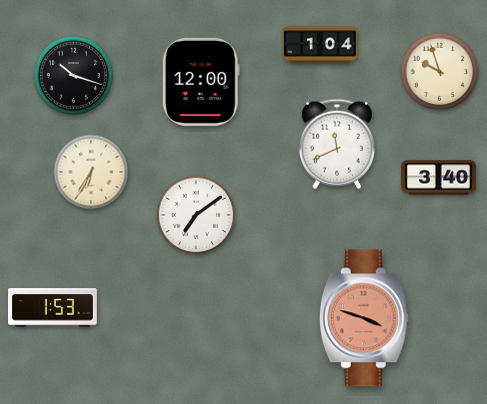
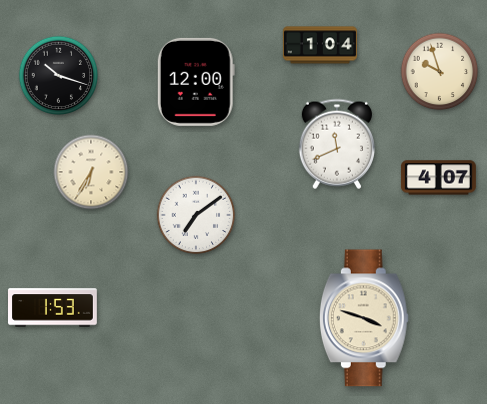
clock at (74, 76) position: (74, 76) -> (59, 76)
clock at (201, 82) position: (201, 82) -> (196, 82)
clock at (438, 178): 3:40 -> 4:07
clock at (364, 318) dial: salmon -> cream
